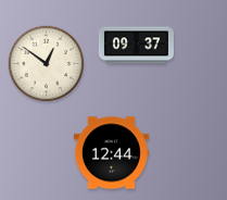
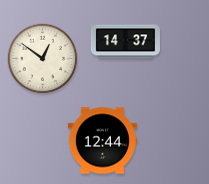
clock at (136, 46): 09:37 -> 14:37
